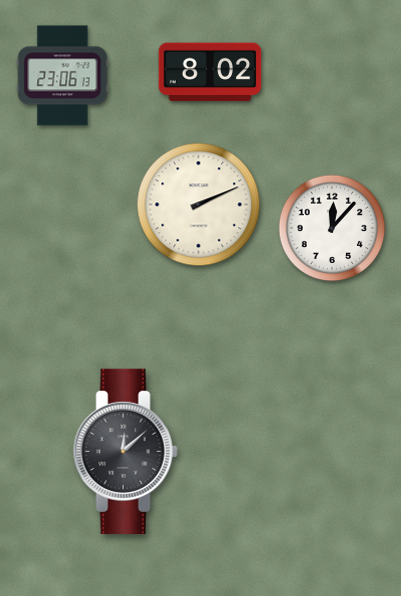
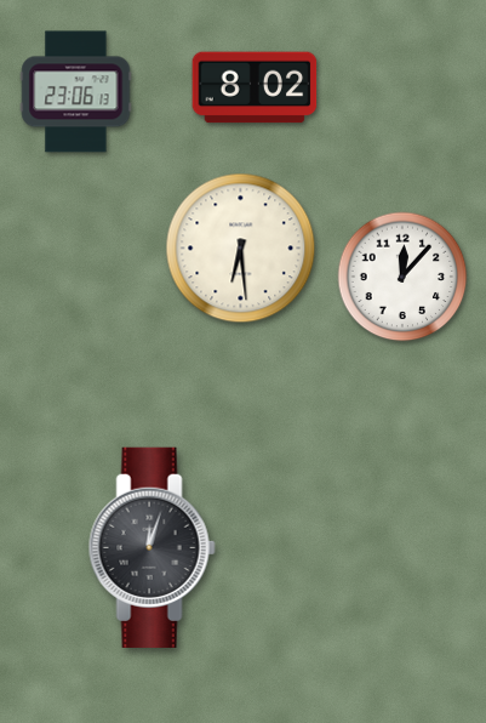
clock at (199, 205): 2:11 -> 6:29
clock at (125, 451): 12:08 -> 12:03
